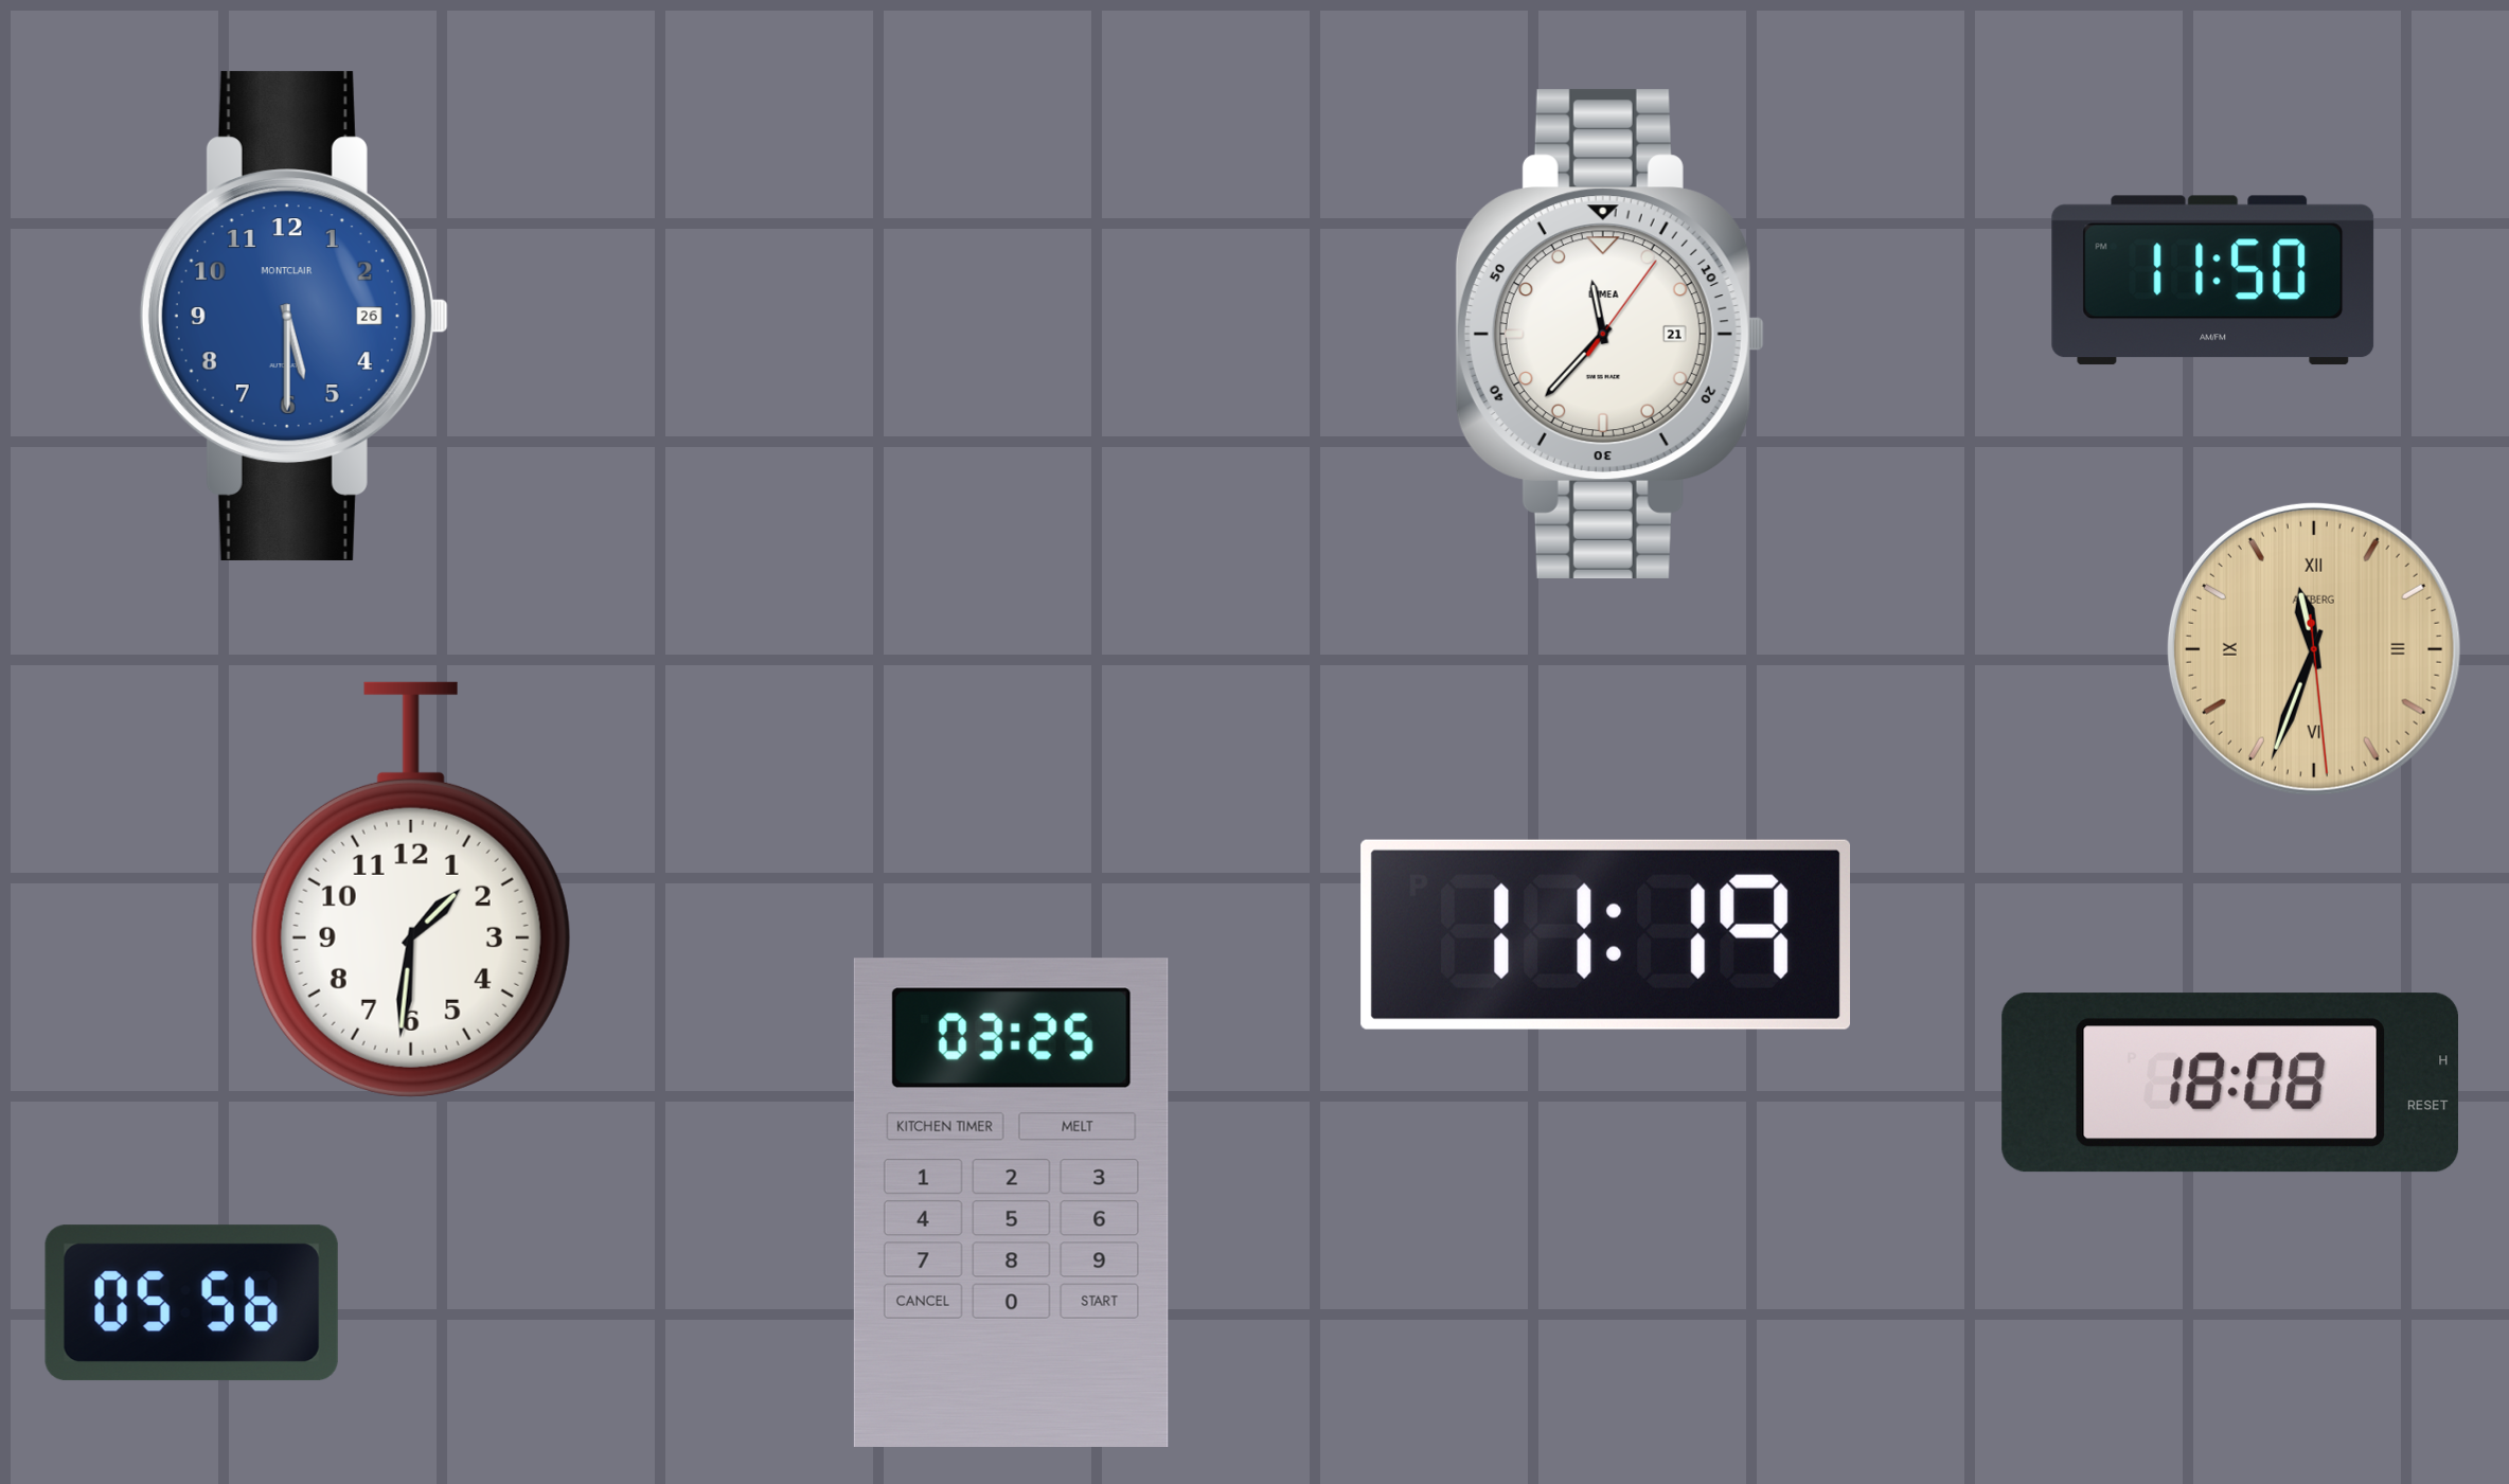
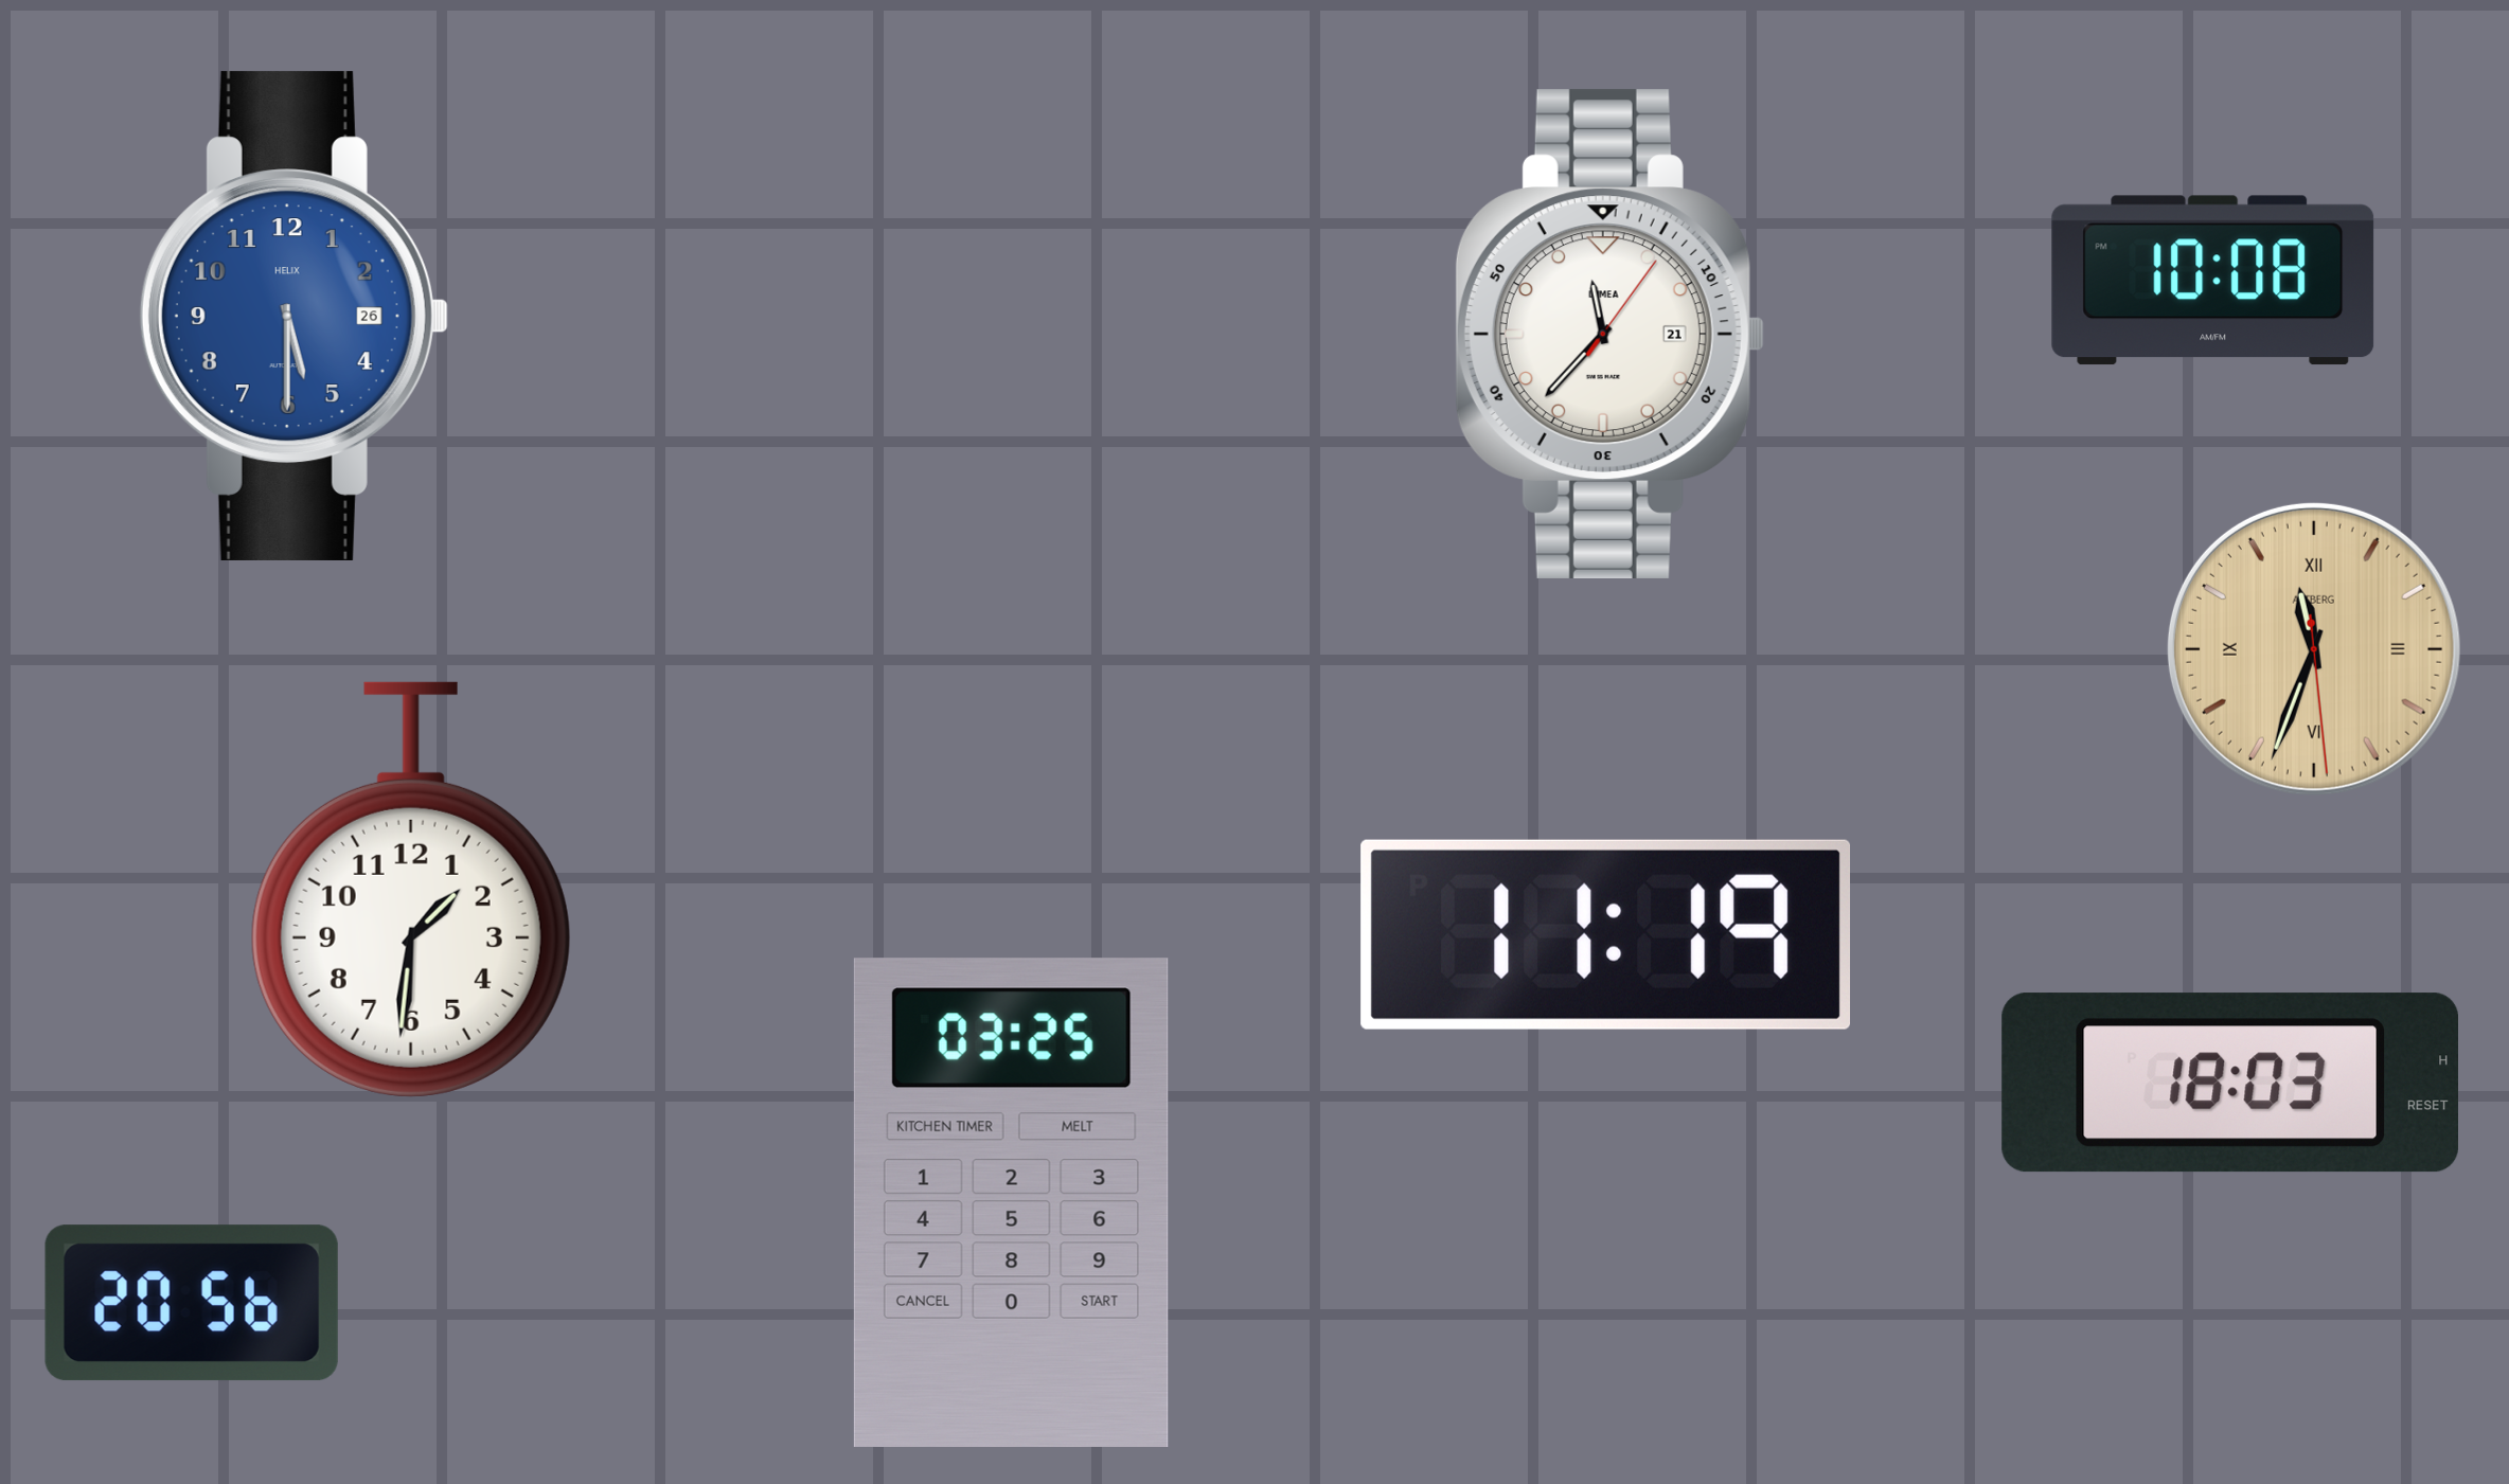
clock at (2213, 281): 11:50 -> 10:08
clock at (293, 316) brand: MONTCLAIR -> HELIX
clock at (2229, 1083): 18:08 -> 18:03
clock at (192, 1303): 05:56 -> 20:56
